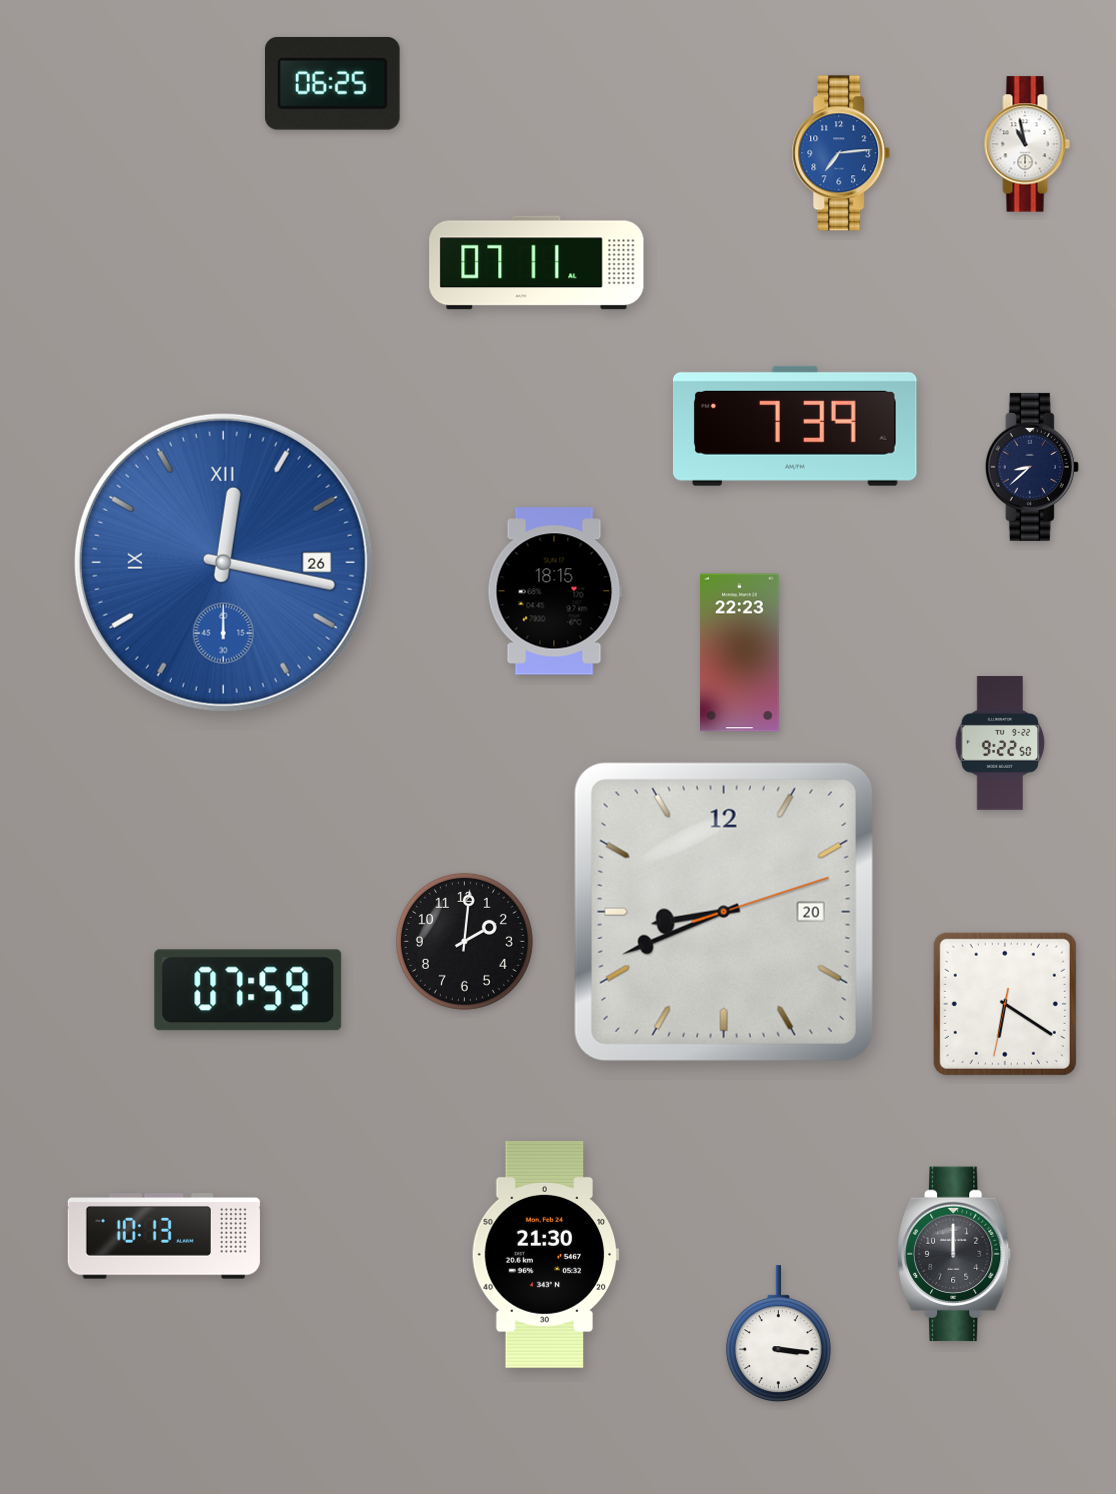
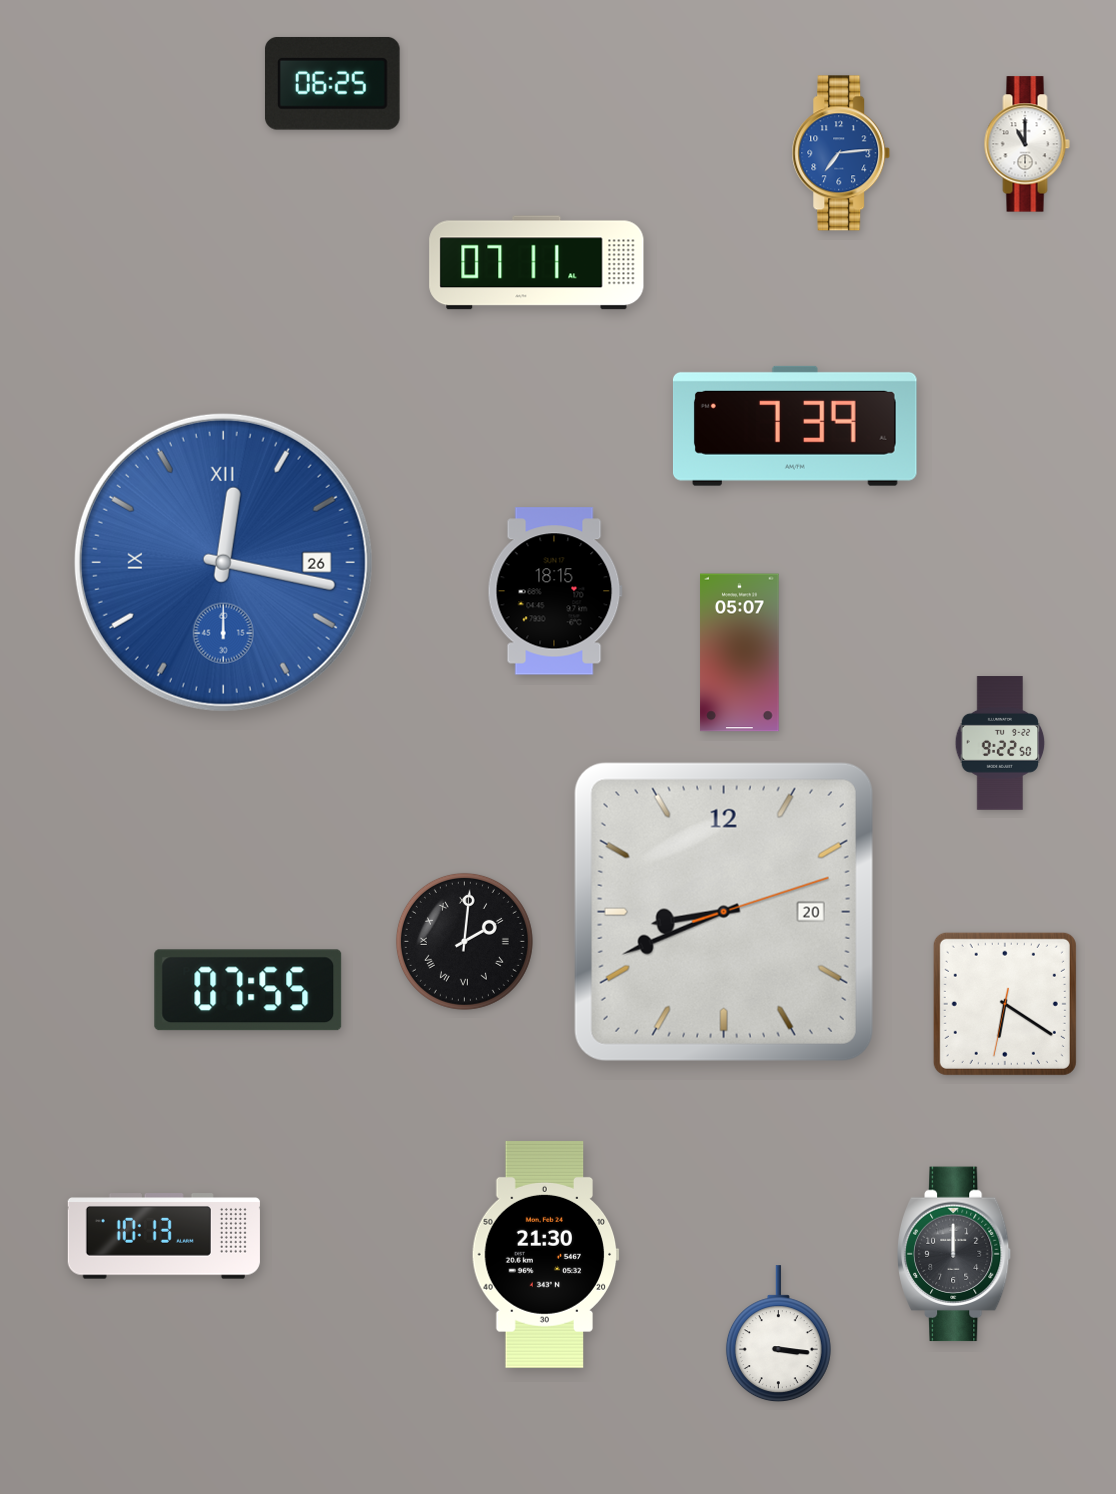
clock at (1027, 144): 10:58 -> 11:00
clock at (1032, 467): 8:38 -> none
clock at (740, 653): 22:23 -> 05:07
clock at (464, 941) numerals: Arabic -> Roman
clock at (248, 990): 07:59 -> 07:55
